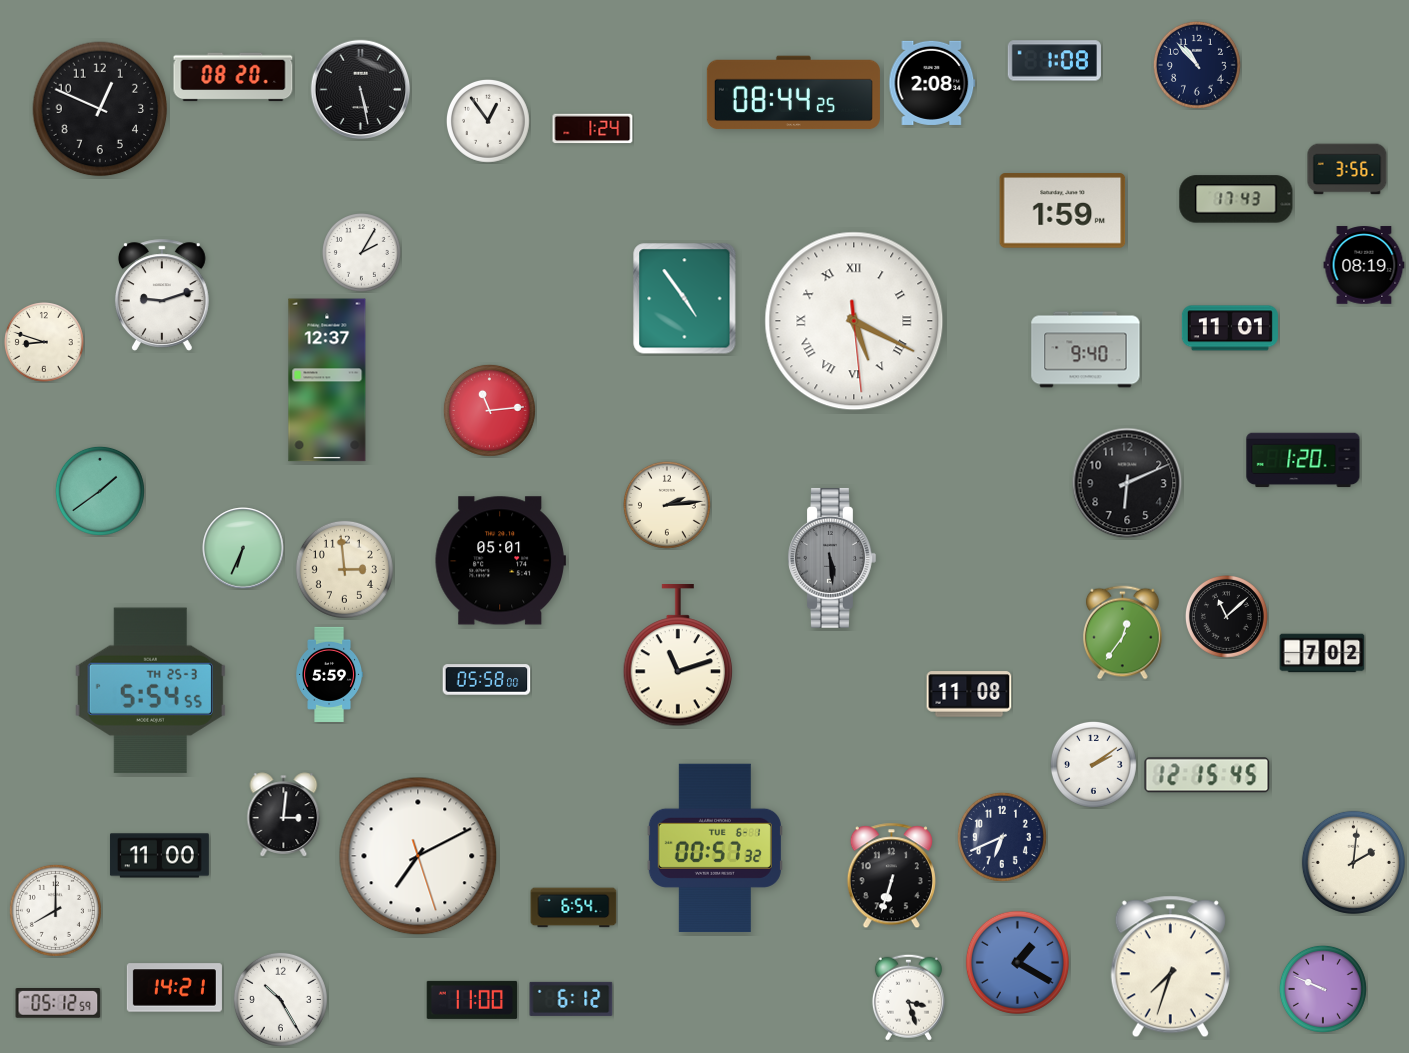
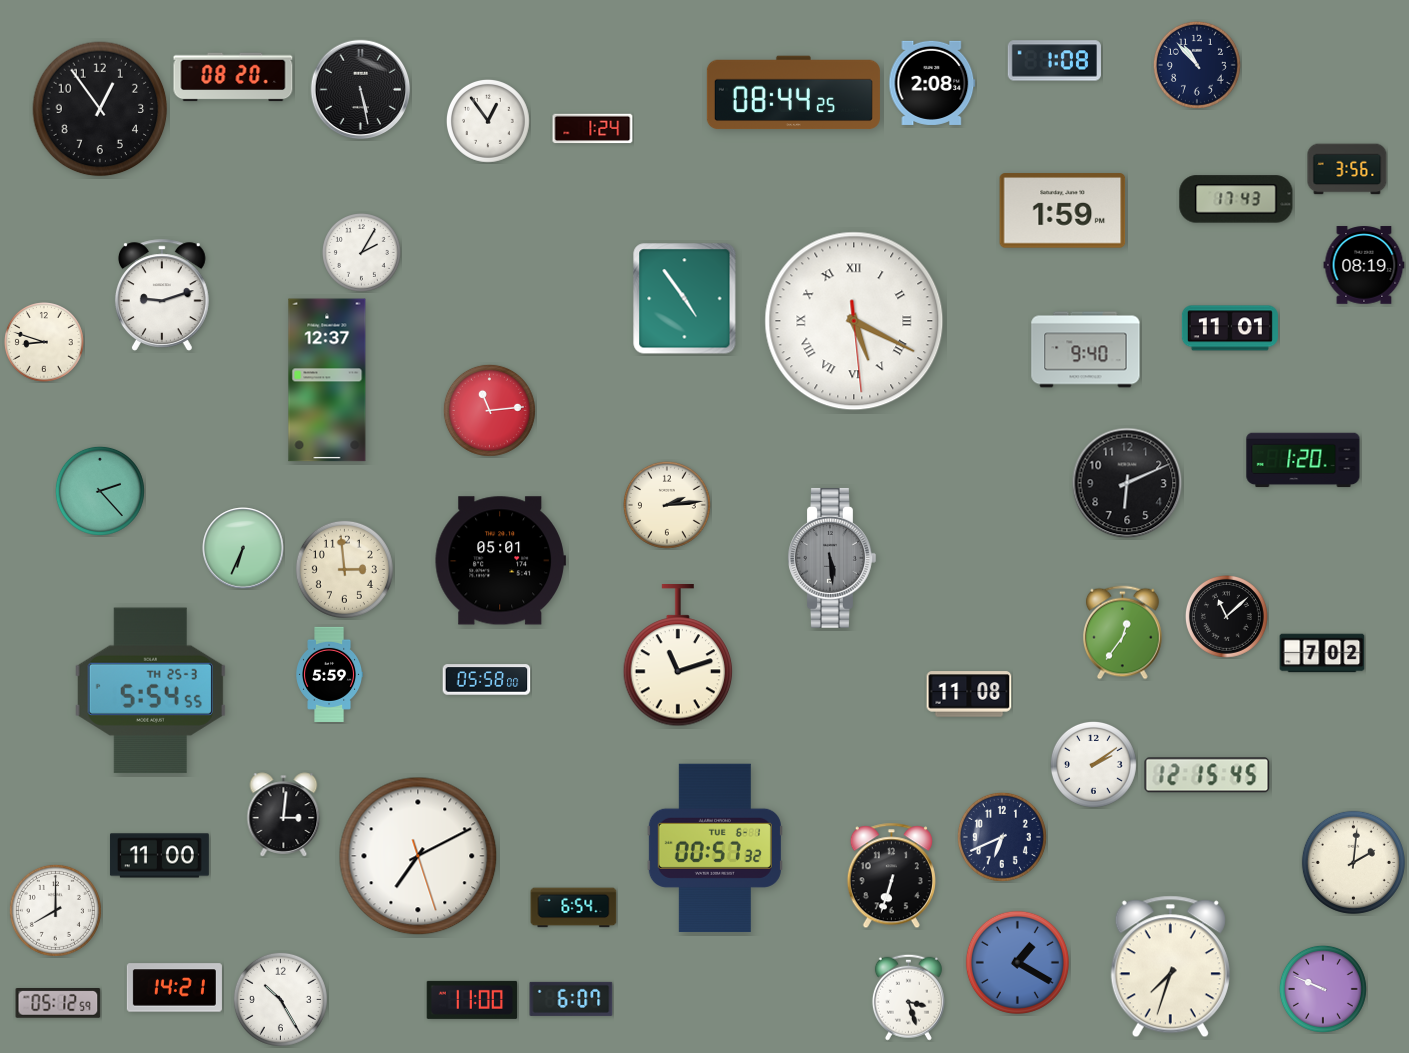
clock at (100, 109): 12:49 -> 12:54
clock at (100, 491): 1:39 -> 2:23
clock at (571, 999): 6:12 -> 6:07
